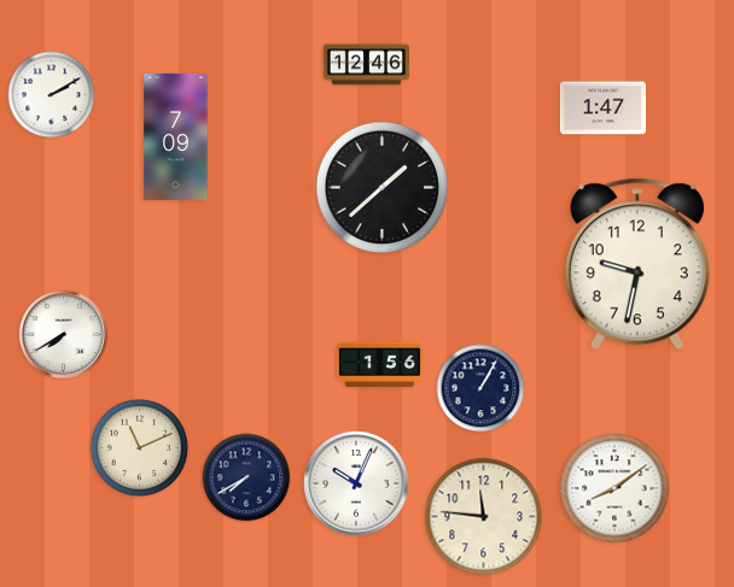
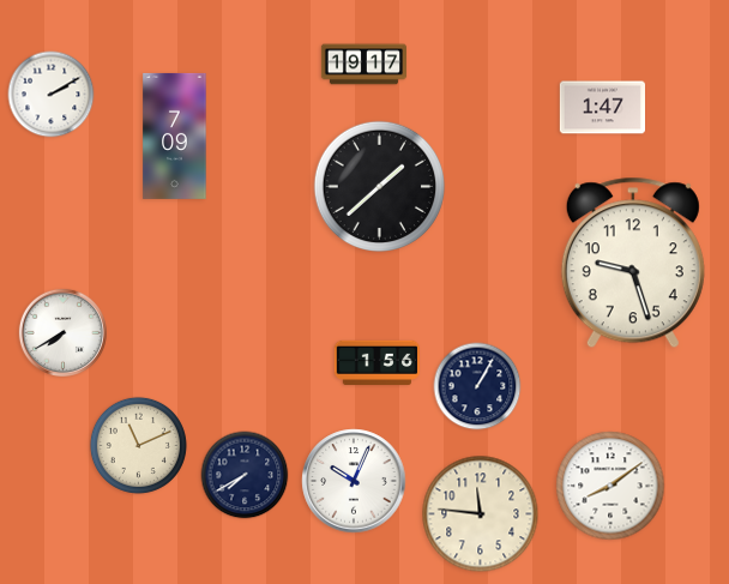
clock at (367, 65): 12:46 -> 19:17
clock at (602, 108) position: (602, 108) -> (602, 108)
clock at (637, 264): 9:32 -> 9:27
